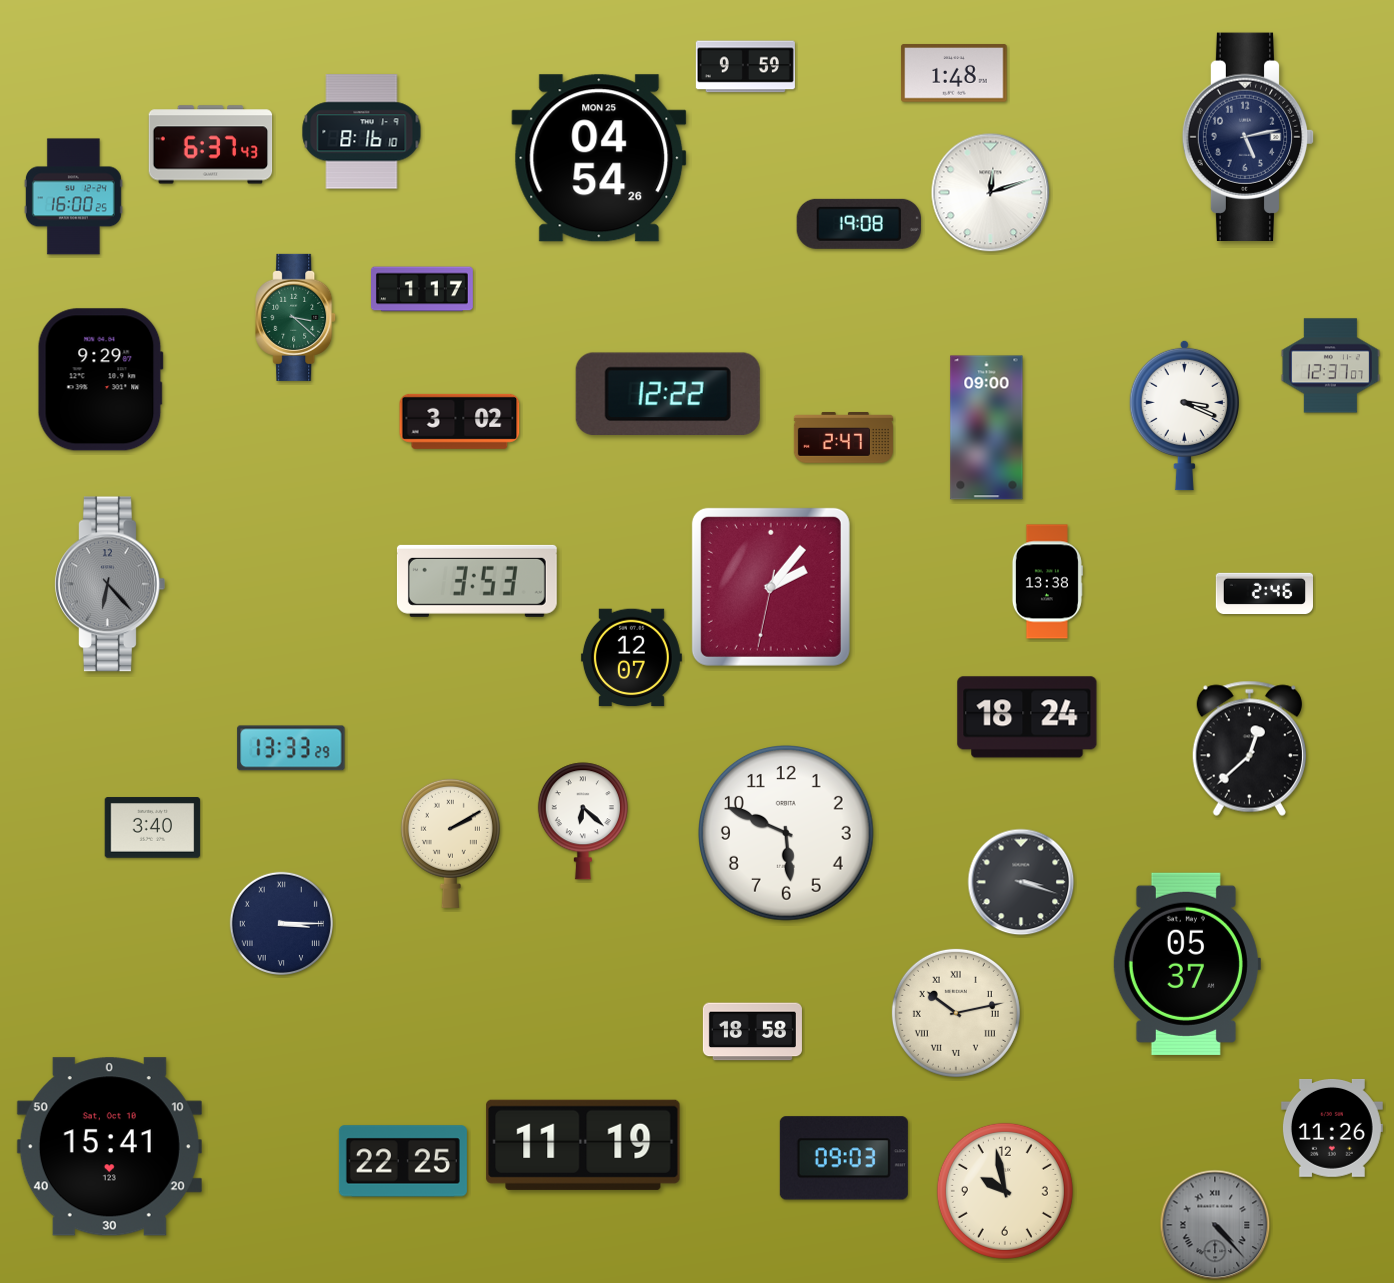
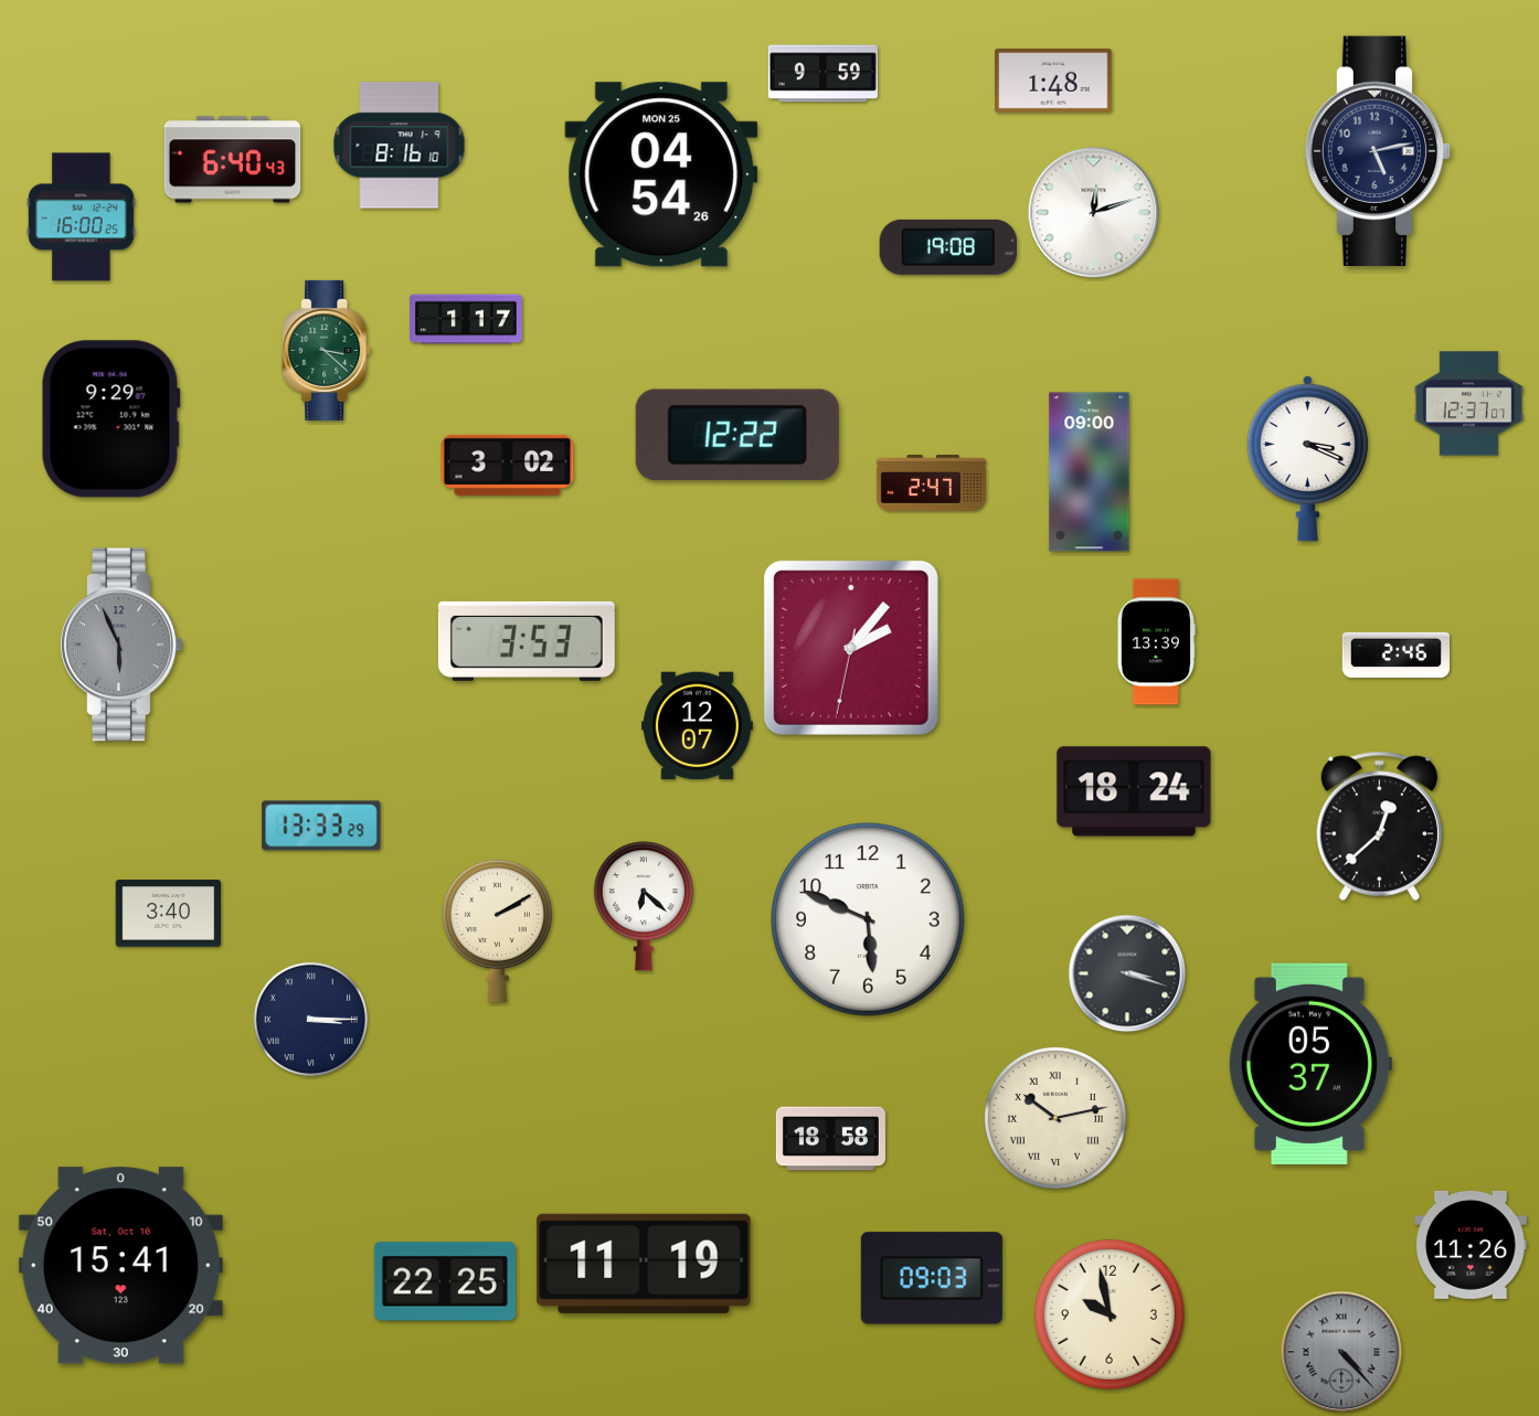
clock at (211, 145): 6:37 -> 6:40
clock at (1047, 582): 13:38 -> 13:39
clock at (110, 584): 6:23 -> 5:56
